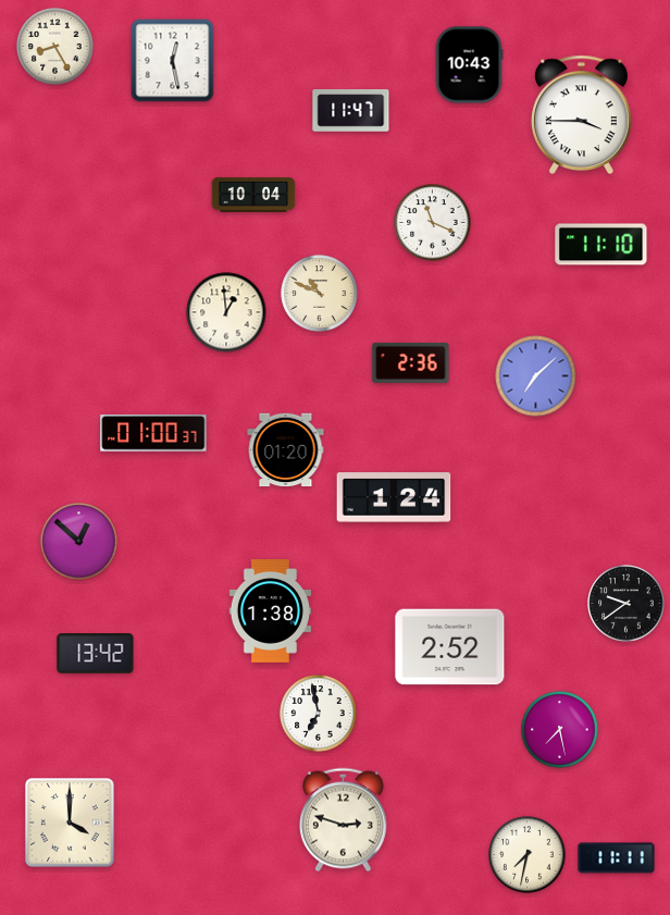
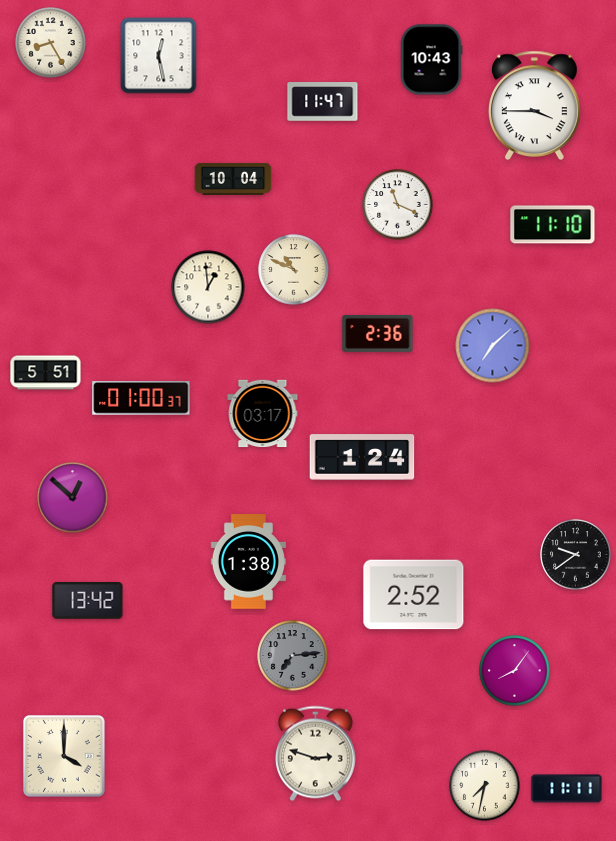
clock at (46, 373): none -> 5:51
clock at (286, 450): 01:20 -> 03:17
clock at (319, 714): 6:58 -> 7:14
clock at (319, 714) dial: white -> grey
clock at (560, 730): 7:28 -> 8:06
